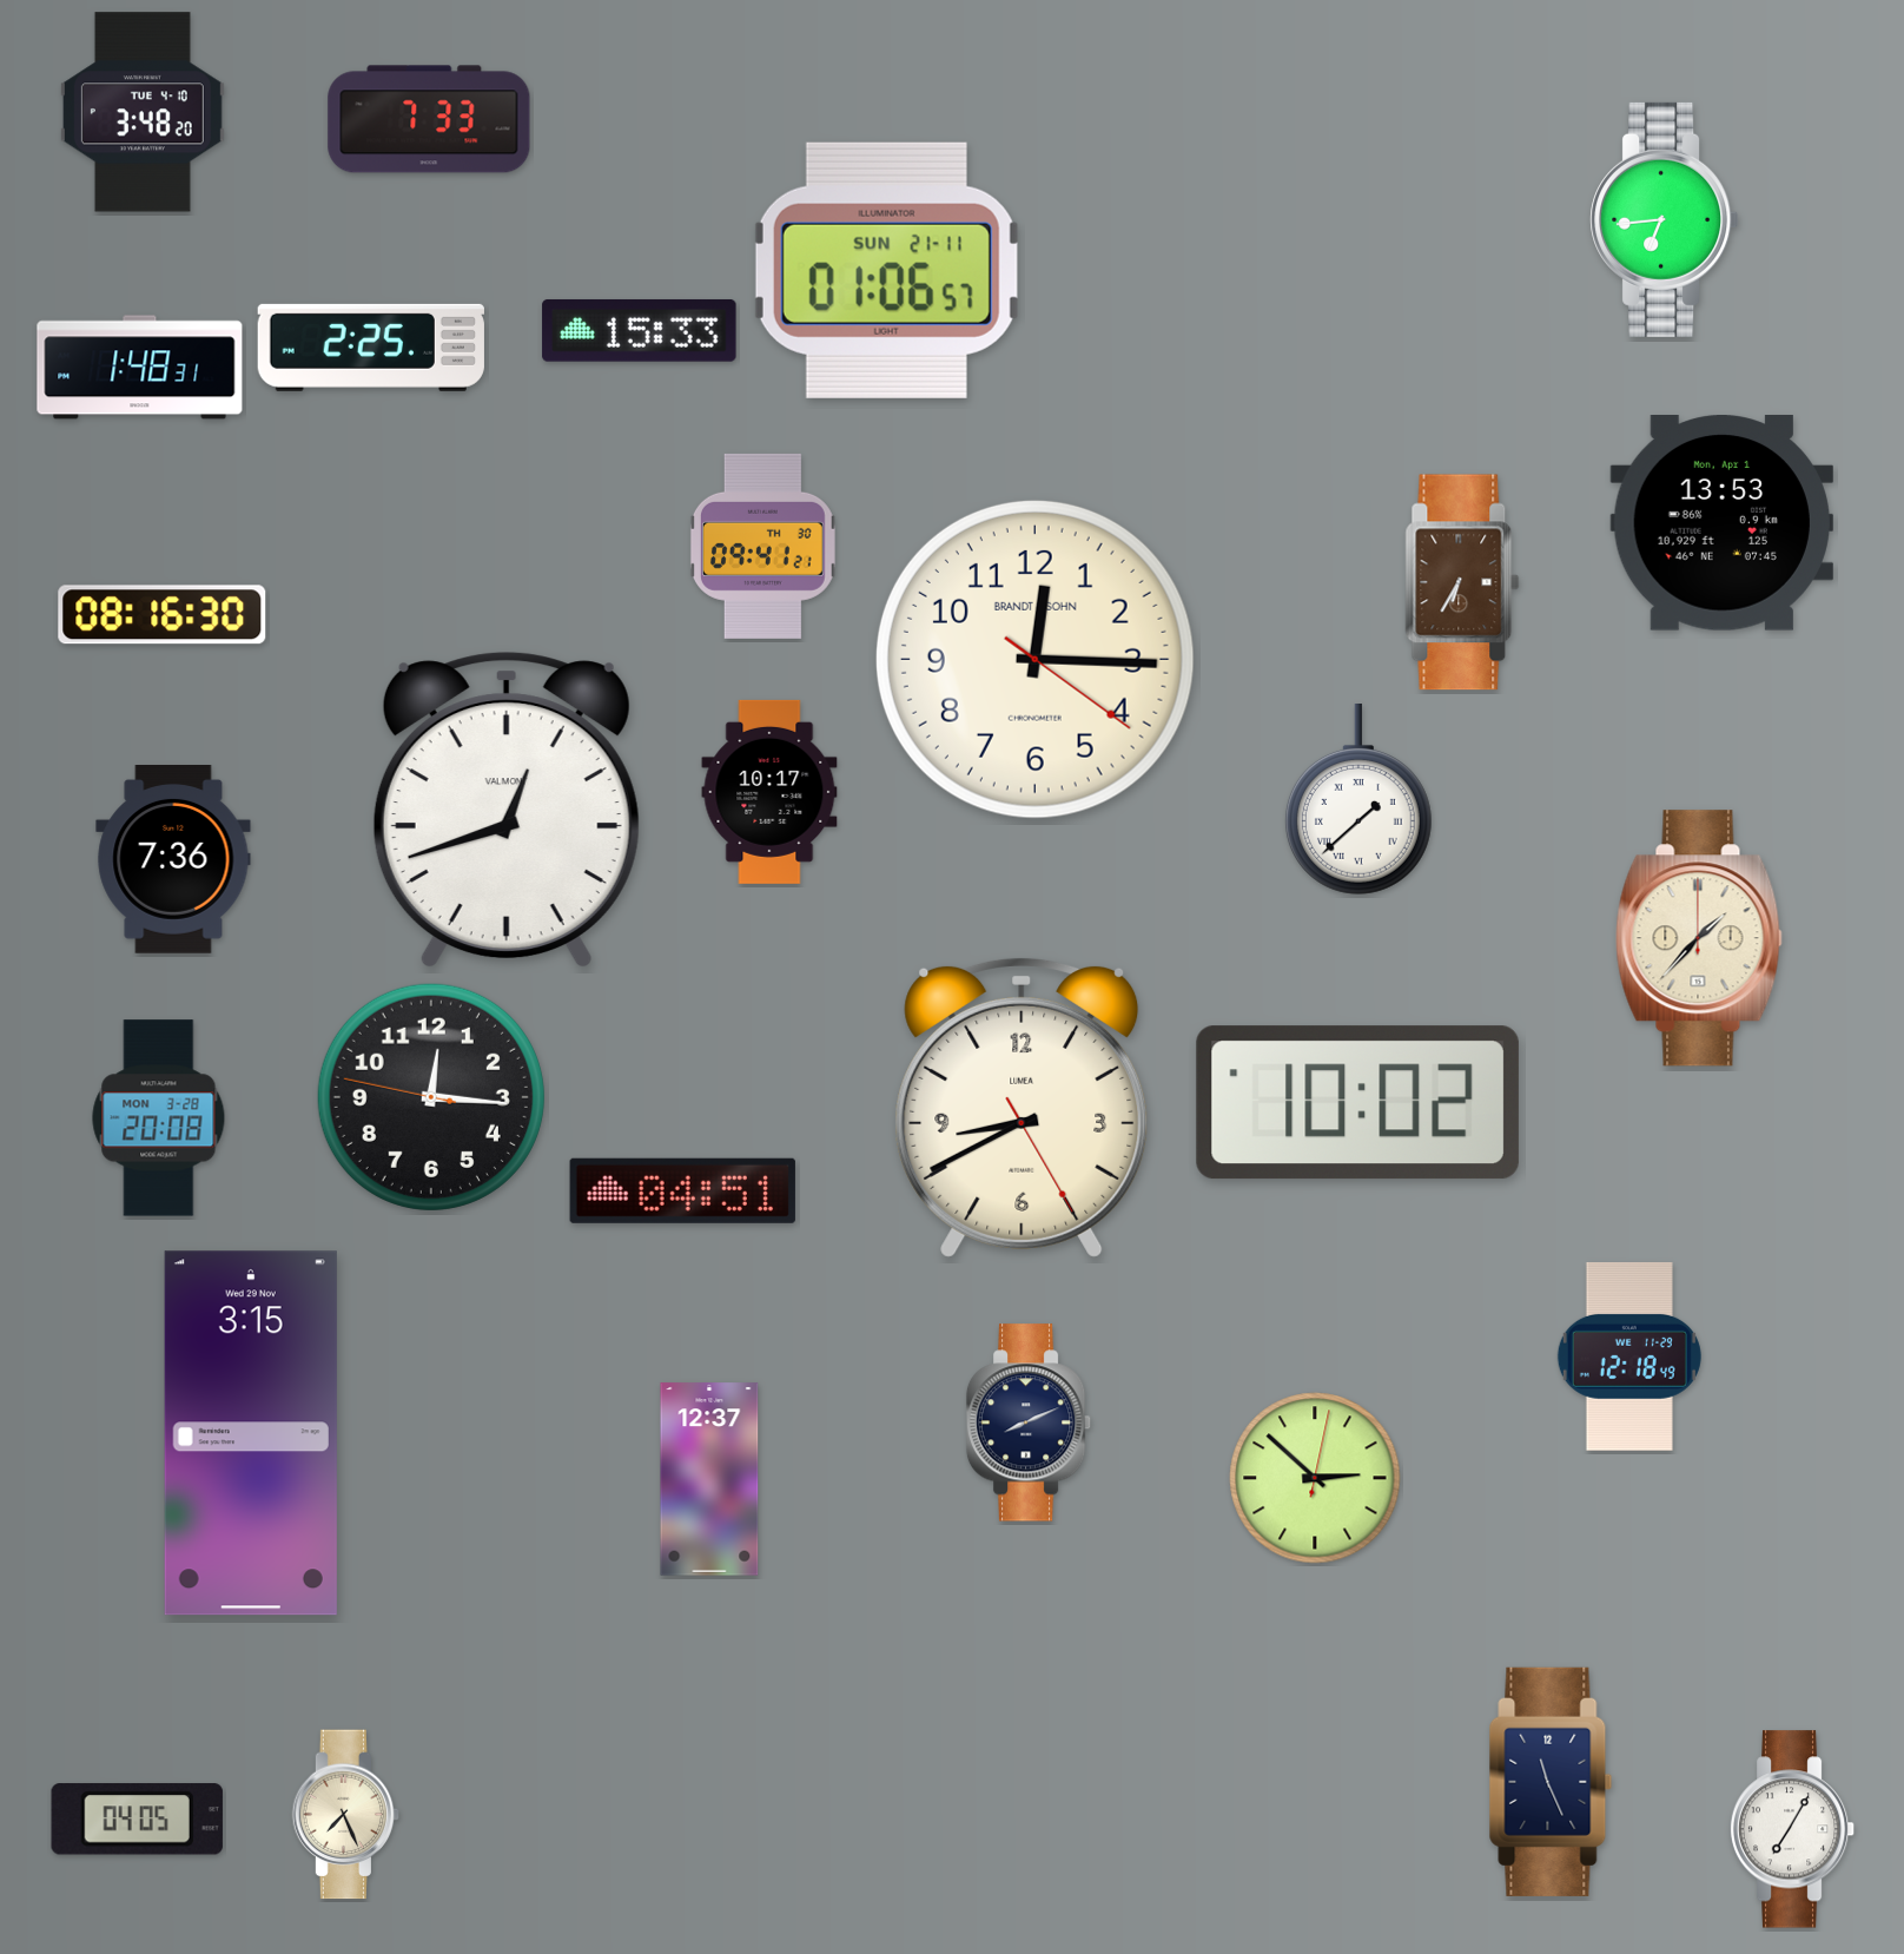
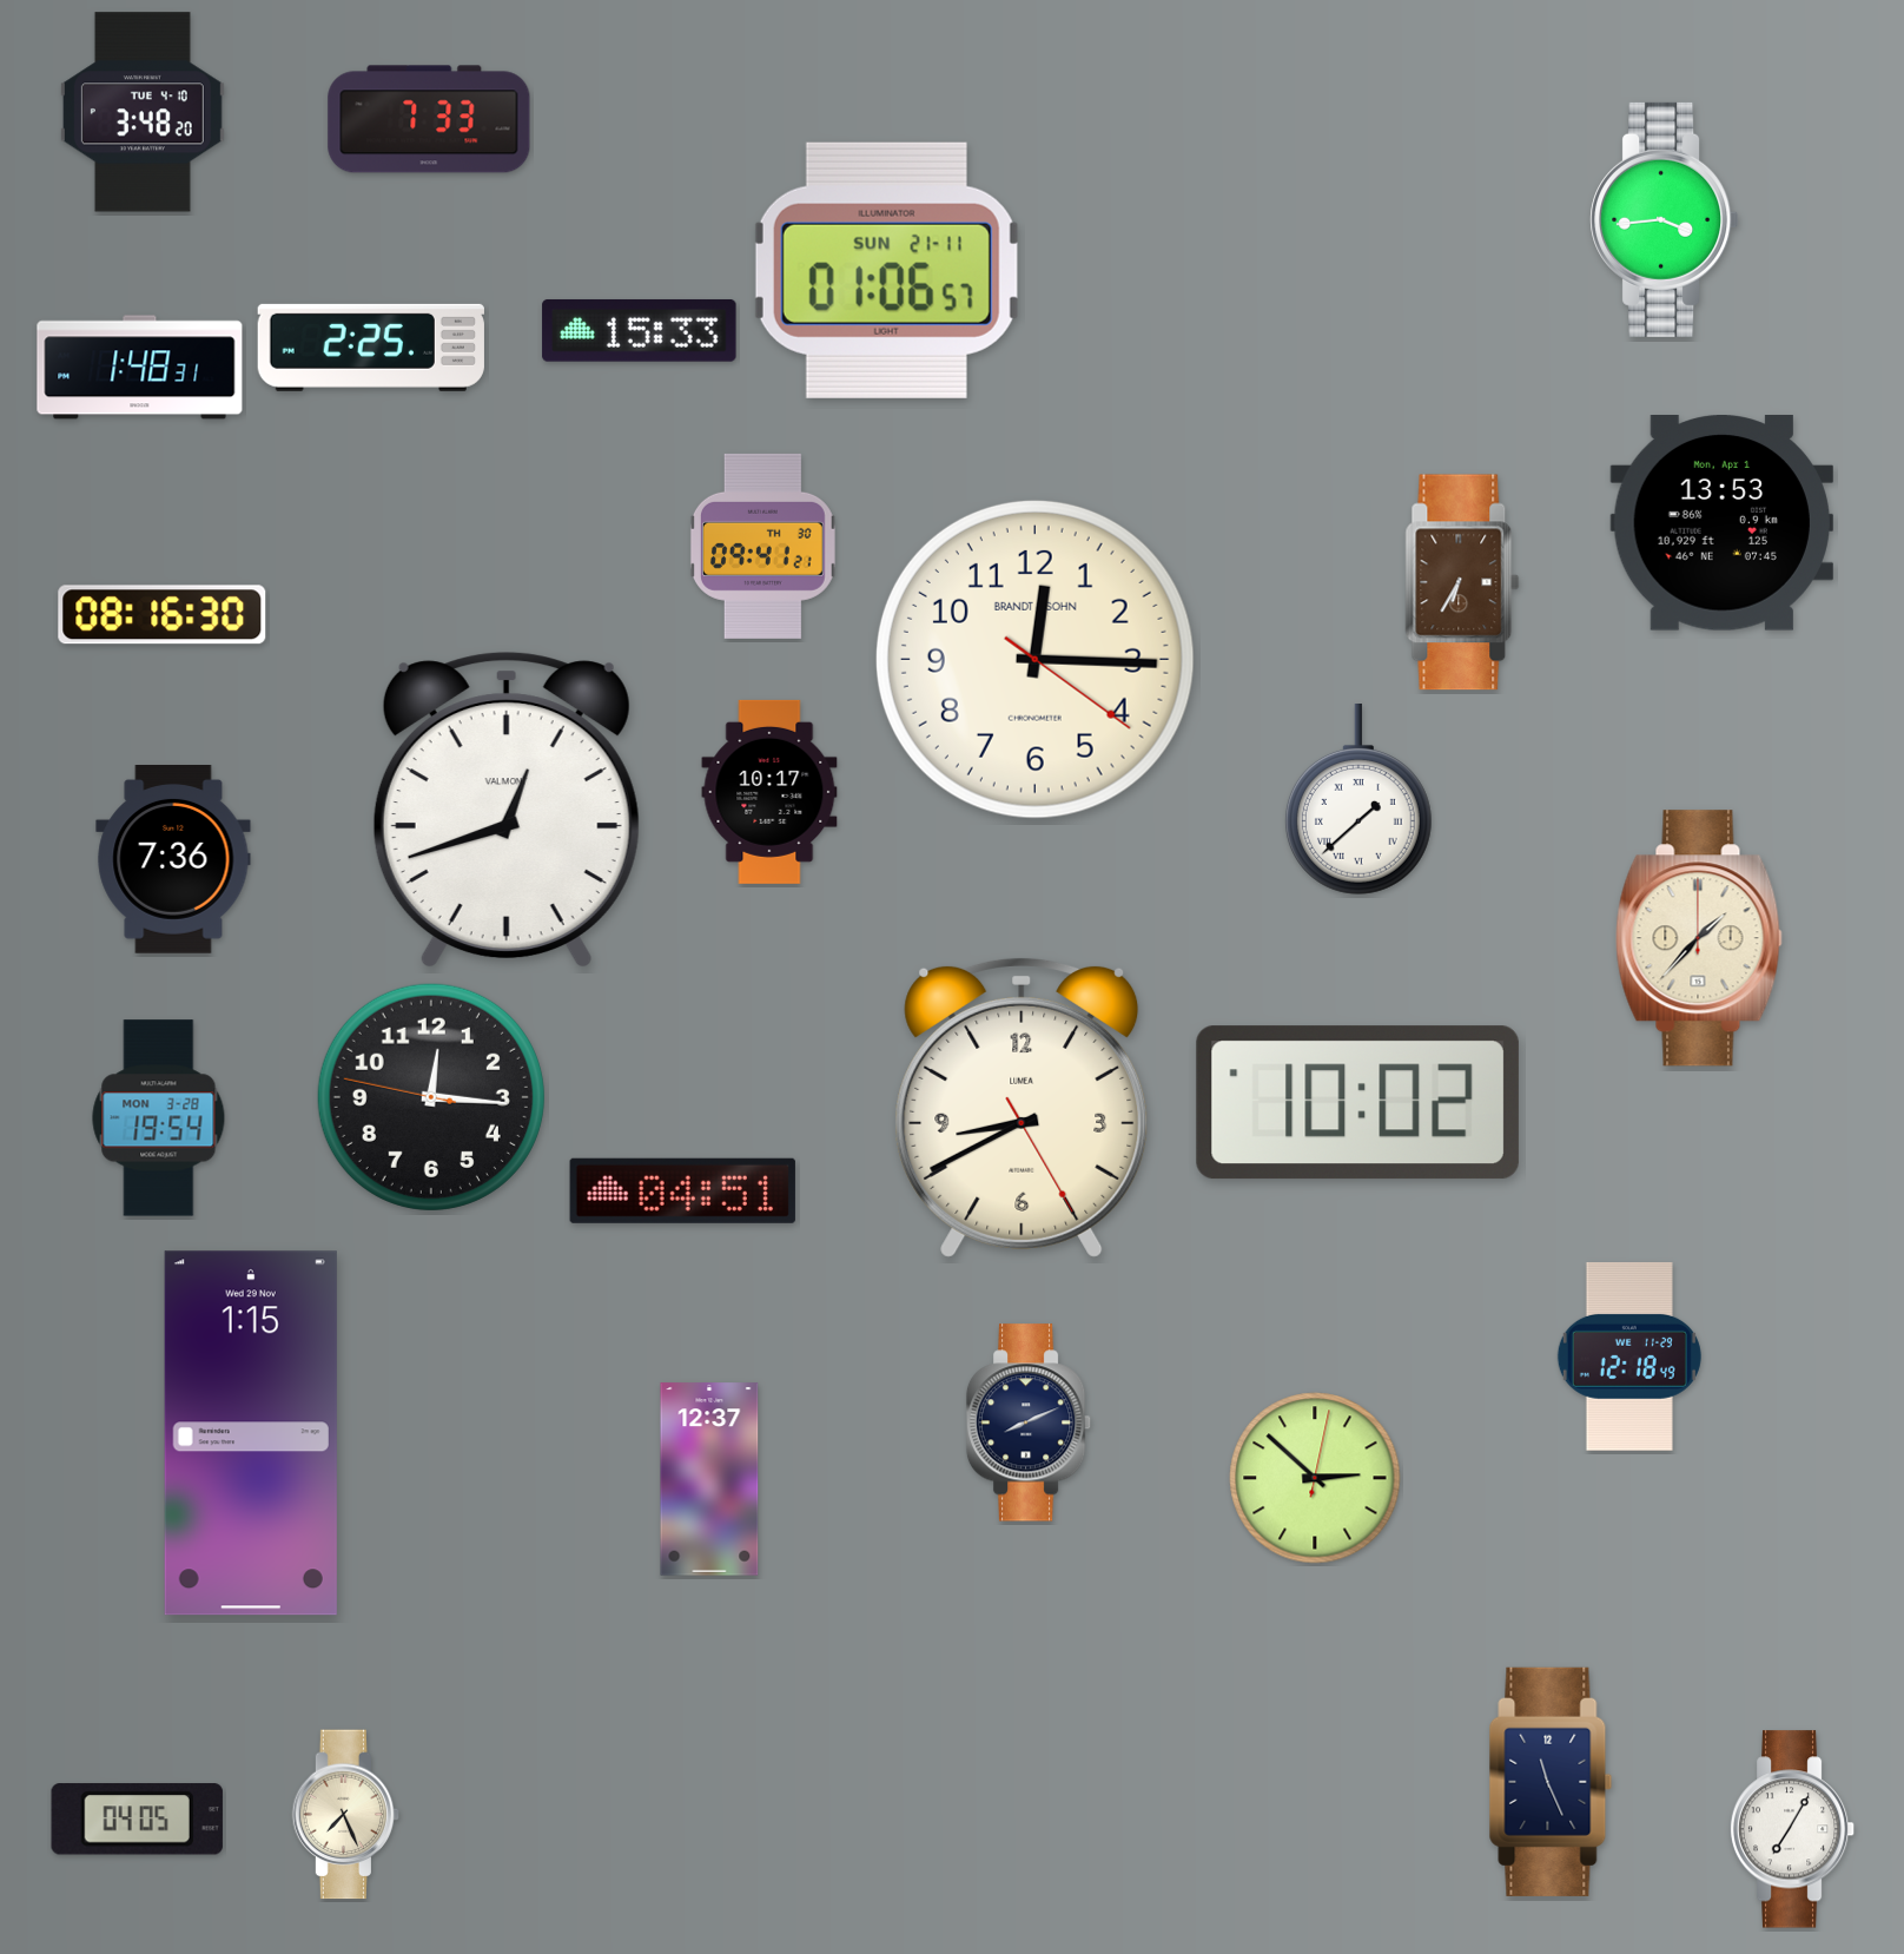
clock at (1665, 219): 6:44 -> 3:44
clock at (159, 1118): 20:08 -> 19:54
clock at (251, 1433): 3:15 -> 1:15
